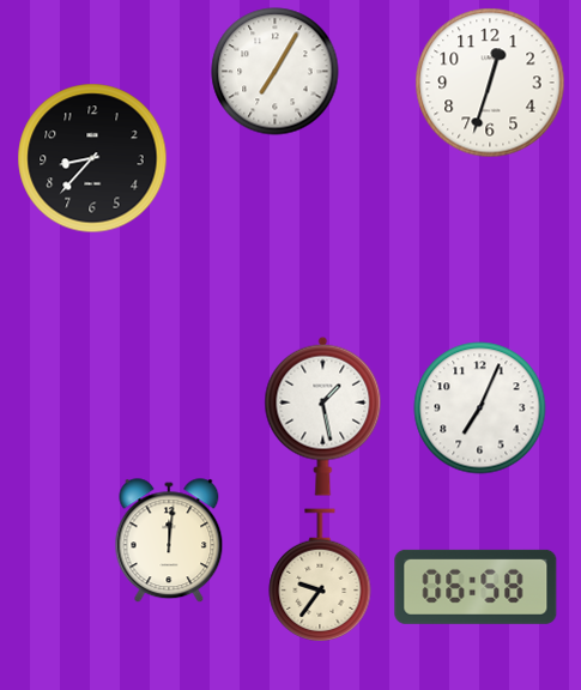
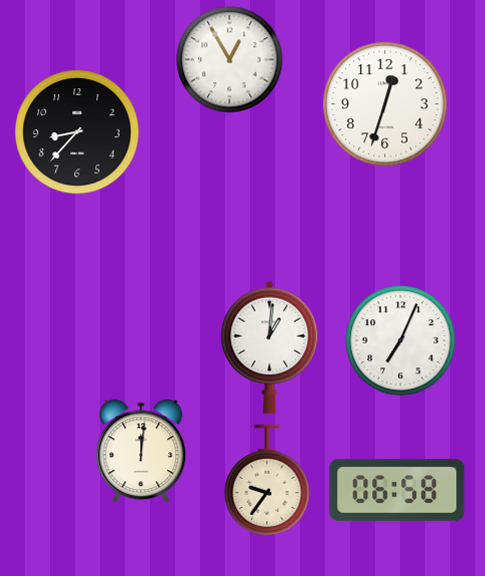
clock at (276, 72): 7:05 -> 12:55
clock at (490, 83) position: (490, 83) -> (385, 104)
clock at (323, 416): 1:28 -> 1:01
